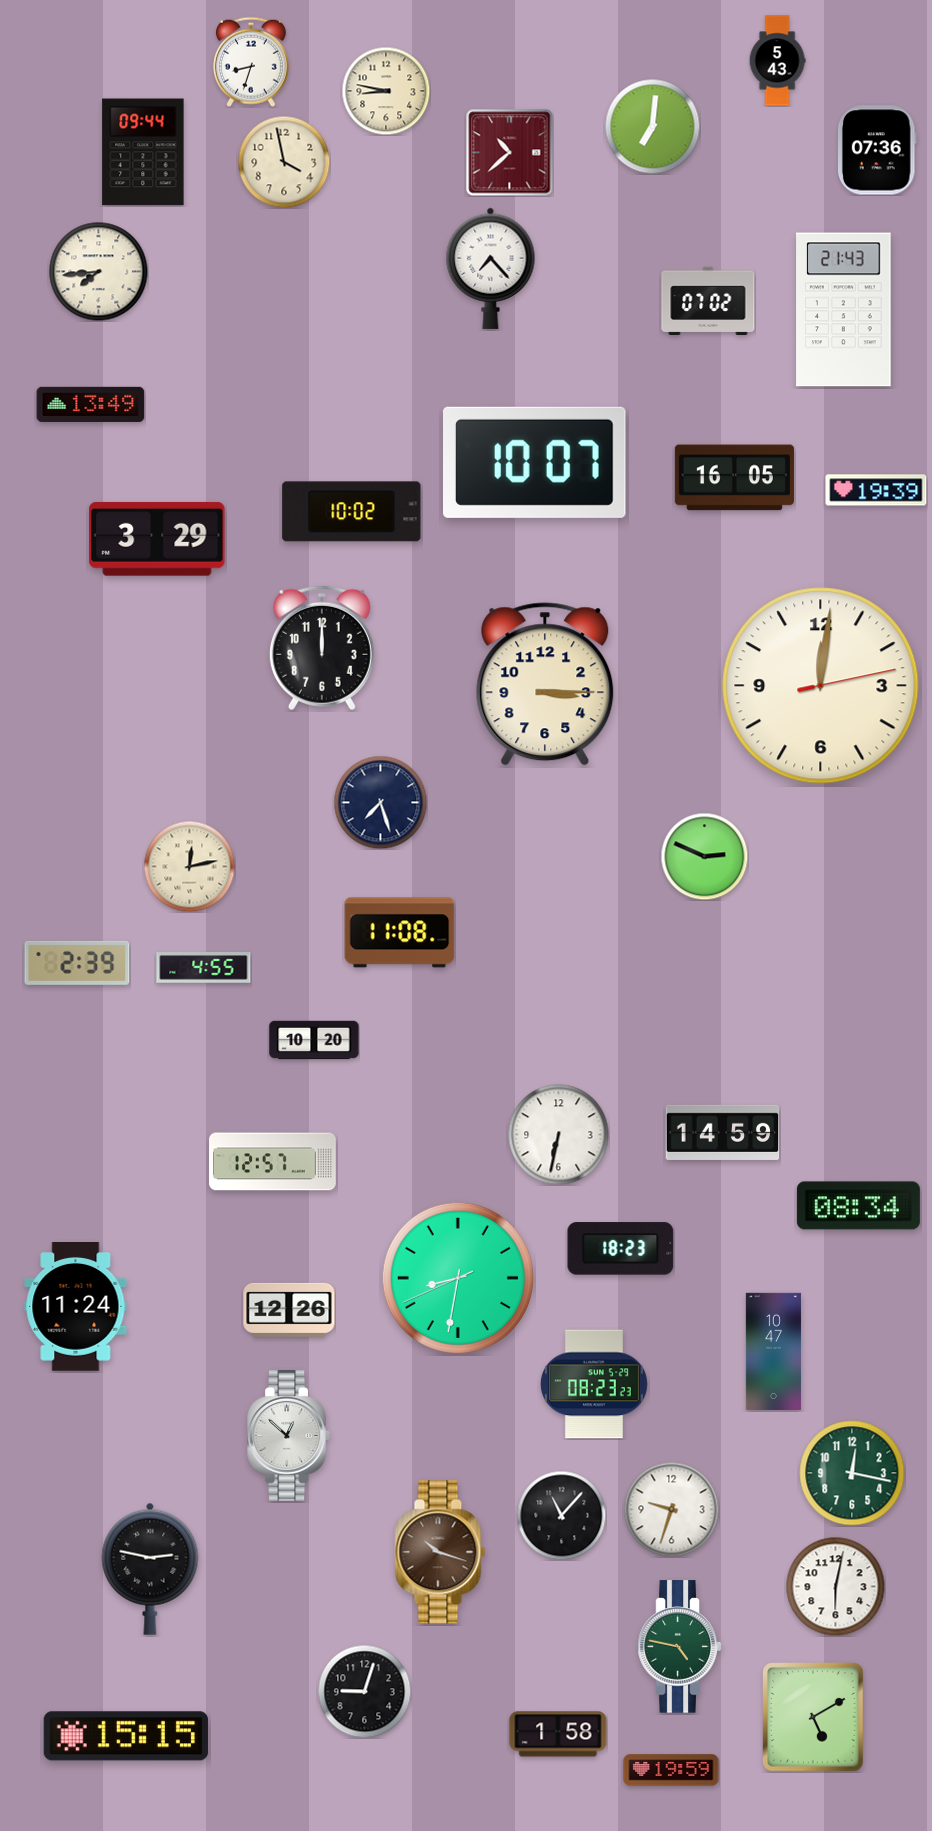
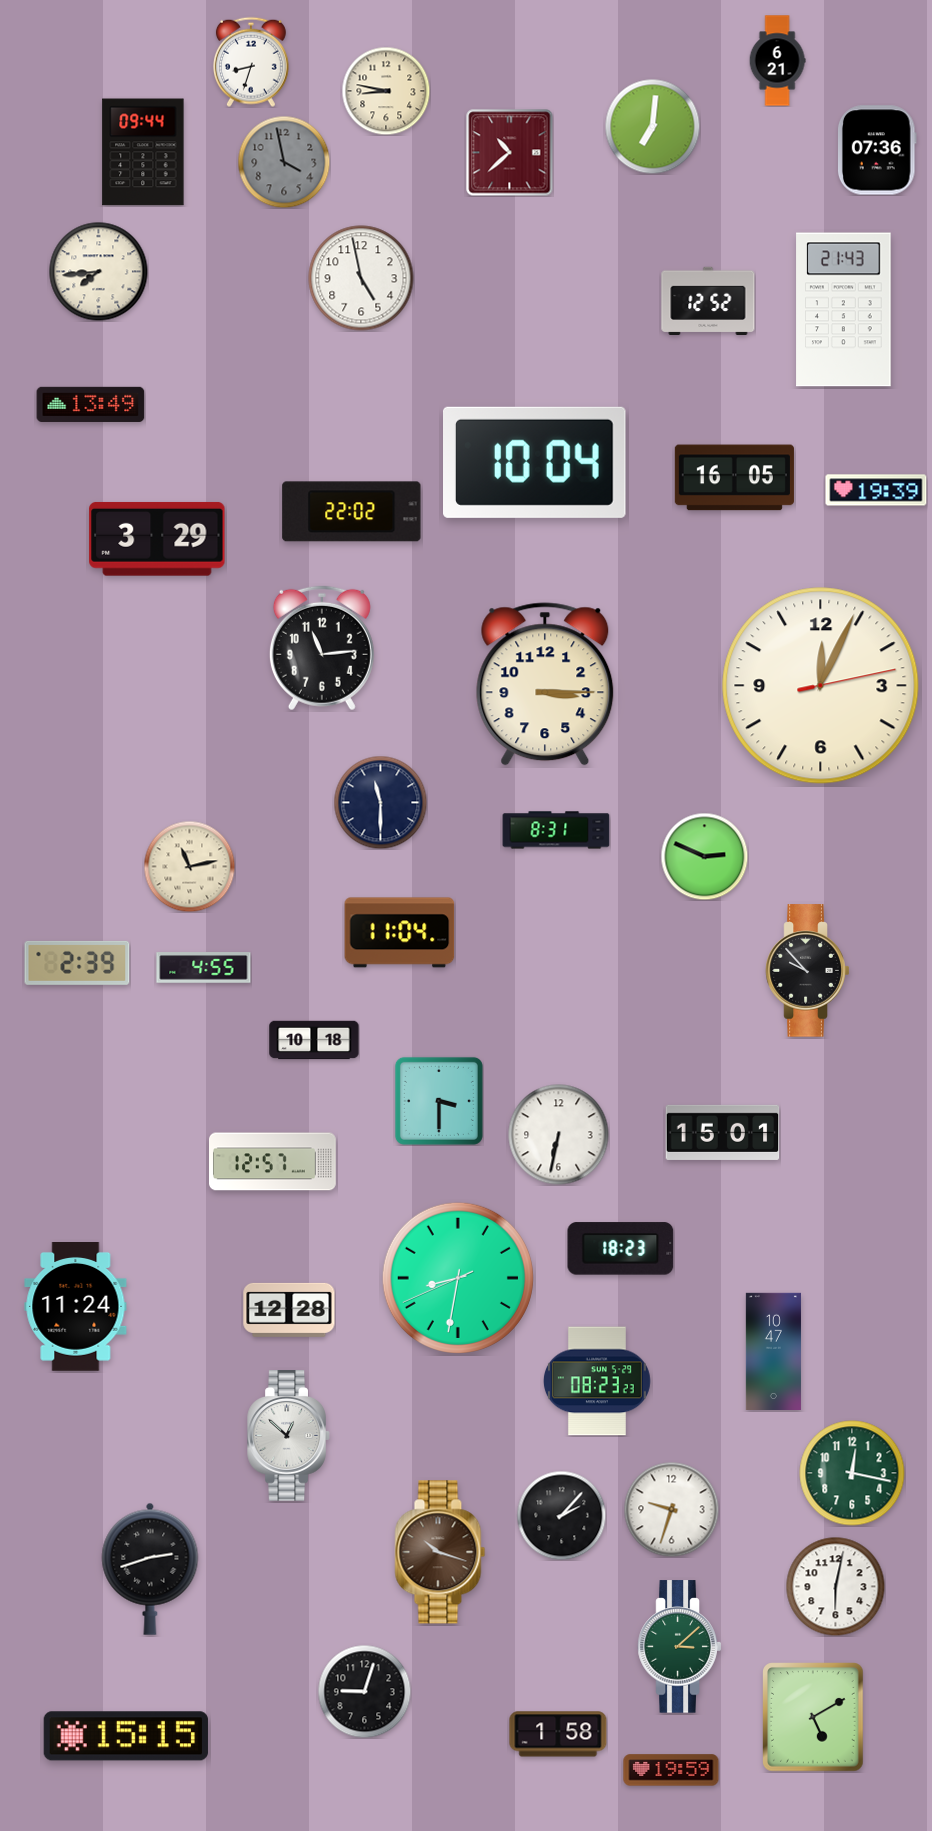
clock at (777, 61): 5:43 -> 6:21
clock at (284, 162) dial: cream -> grey
clock at (491, 268): 7:23 -> none
clock at (361, 278): none -> 4:58
clock at (708, 300): 07:02 -> 12:52
clock at (535, 462): 10:07 -> 10:04
clock at (352, 512): 10:02 -> 22:02
clock at (322, 648): 12:00 -> 11:14
clock at (821, 686): 12:01 -> 12:04
clock at (380, 802): 7:27 -> 11:30
clock at (556, 830): none -> 8:31
clock at (189, 866): 12:13 -> 11:13
clock at (400, 933): 11:08 -> 11:04
clock at (808, 971): none -> 9:53
clock at (314, 1040): 10:20 -> 10:18
clock at (439, 1101): none -> 3:30
clock at (723, 1132): 14:59 -> 15:01
clock at (858, 1206): 08:34 -> none
clock at (289, 1310): 12:26 -> 12:28
clock at (594, 1384) position: (594, 1384) -> (597, 1381)
clock at (561, 1515): 11:07 -> 2:07
clock at (150, 1569): 2:47 -> 2:42
clock at (680, 1647): 4:47 -> 3:08
